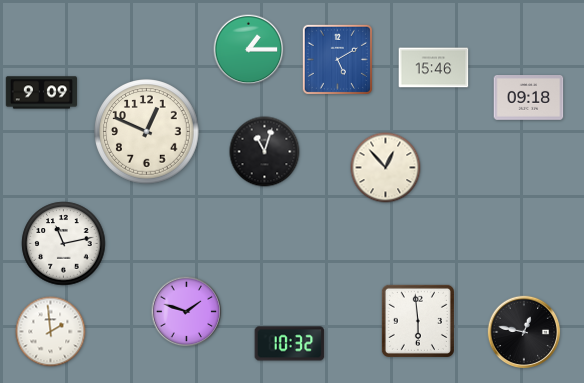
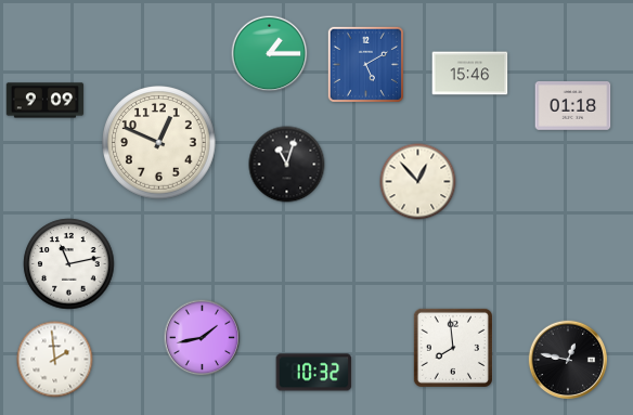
clock at (529, 98): 09:18 -> 01:18
clock at (187, 312): 1:48 -> 1:43
clock at (418, 321): 5:59 -> 7:59
